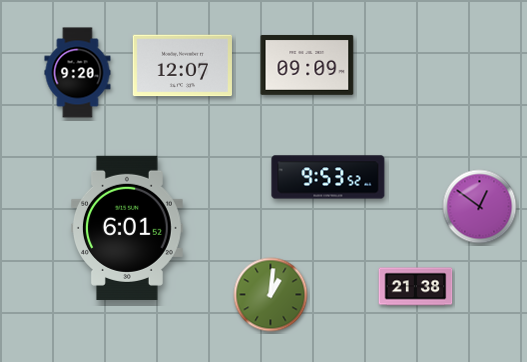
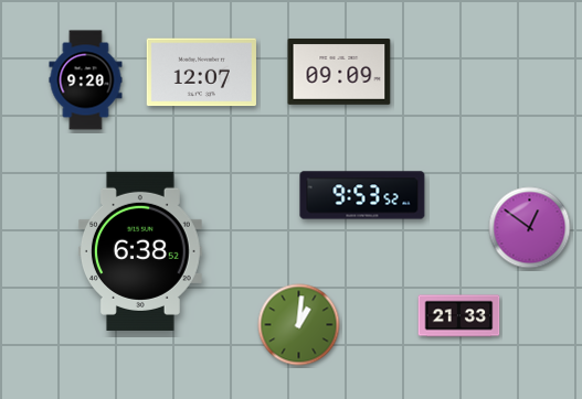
clock at (127, 228): 6:01 -> 6:38
clock at (416, 287): 21:38 -> 21:33
